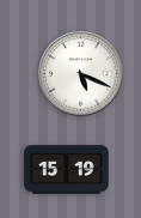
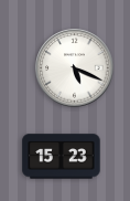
clock at (67, 170): 15:19 -> 15:23
